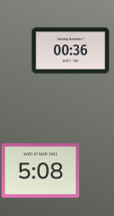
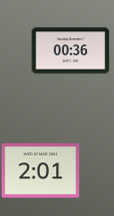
clock at (40, 171): 5:08 -> 2:01
